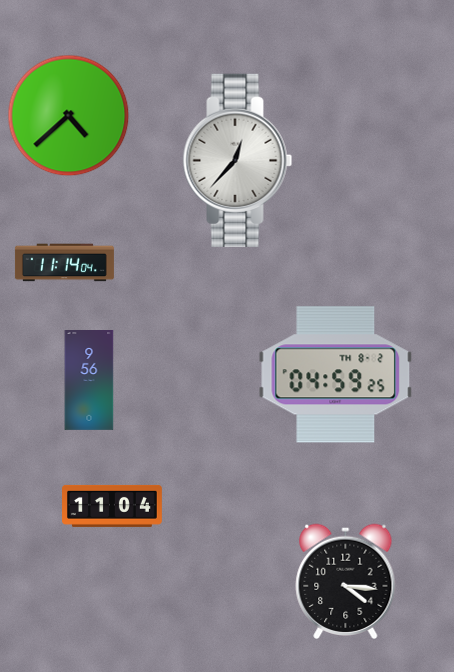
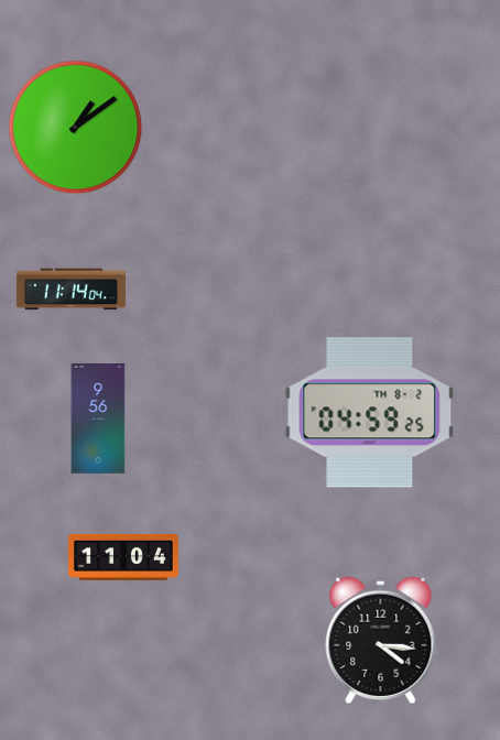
clock at (69, 116): 4:38 -> 1:09
clock at (238, 160): 12:37 -> none
